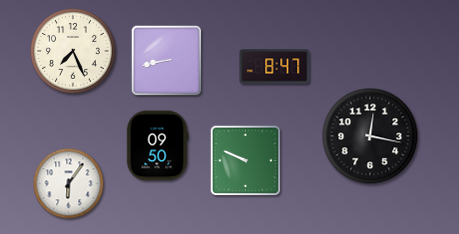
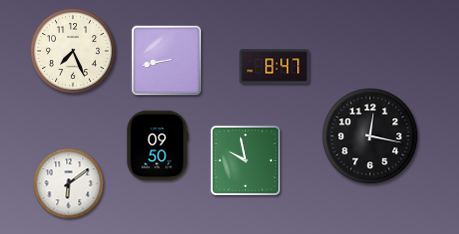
clock at (246, 161): 9:49 -> 9:58
clock at (69, 184): 6:06 -> 6:09
